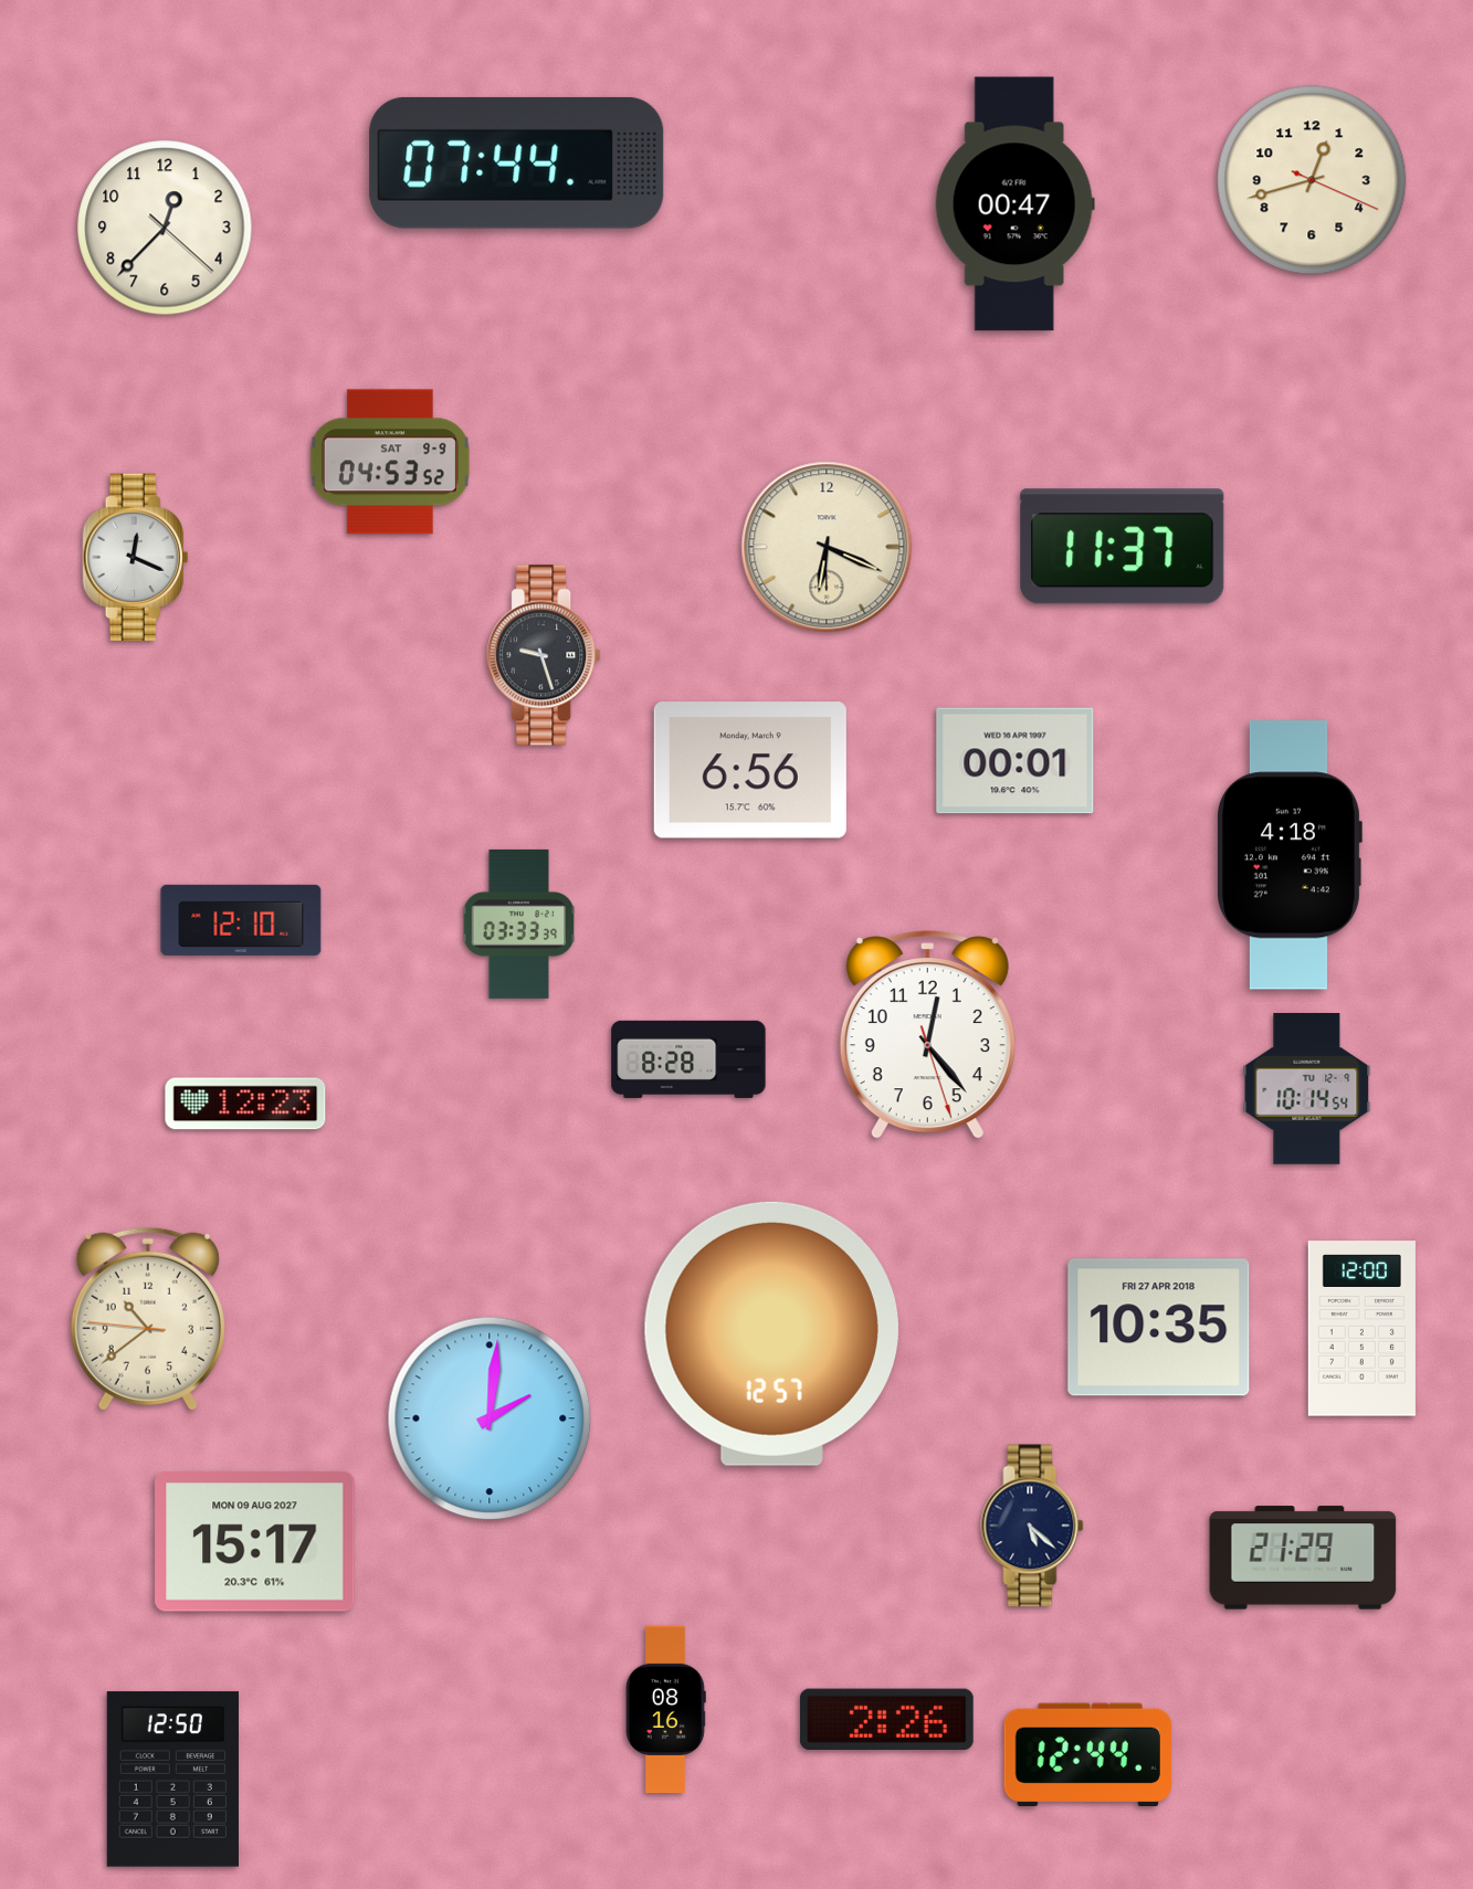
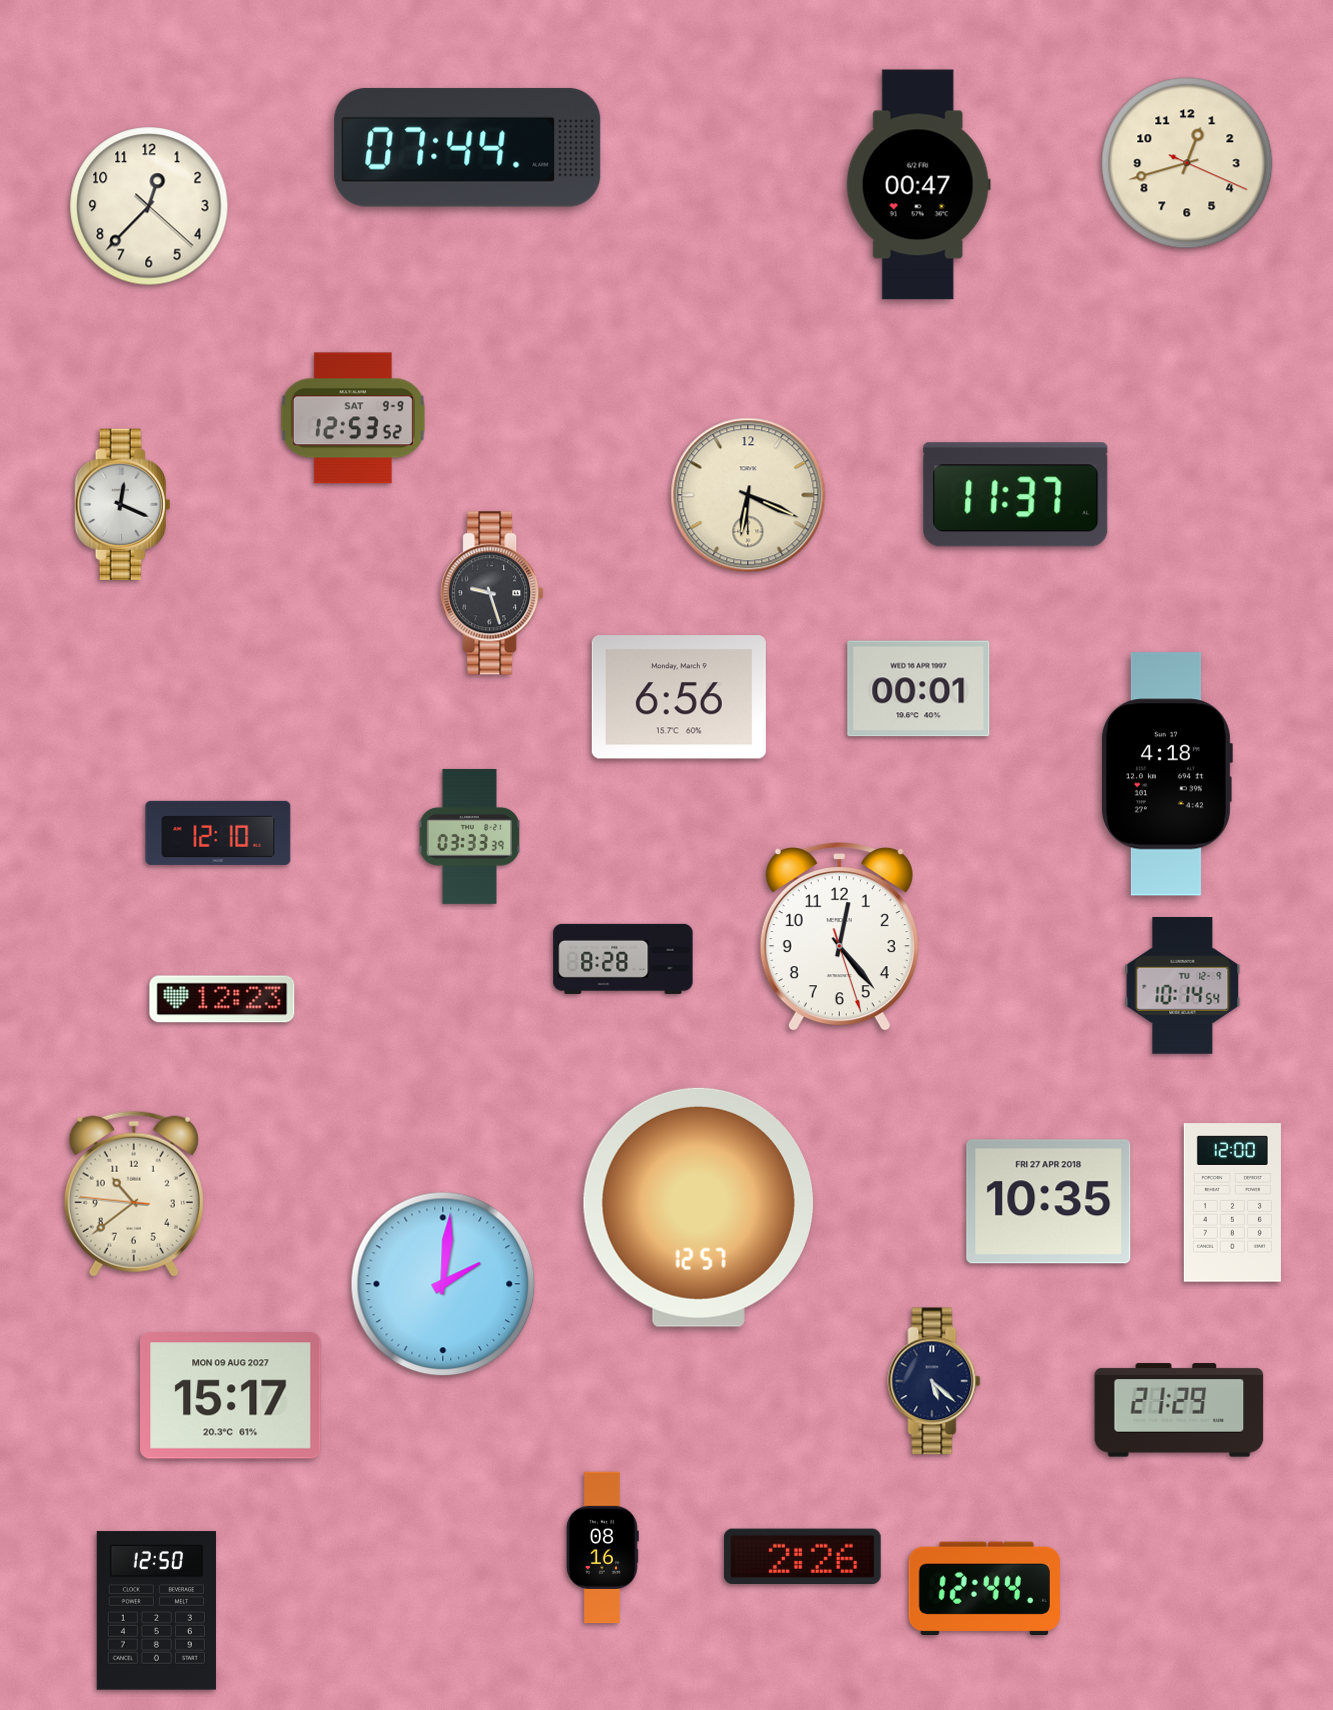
clock at (390, 462): 04:53 -> 12:53
